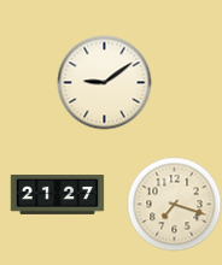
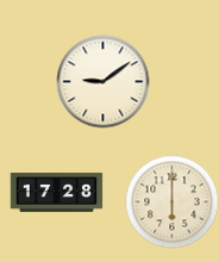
clock at (57, 195): 21:27 -> 17:28
clock at (174, 204): 7:18 -> 6:00
